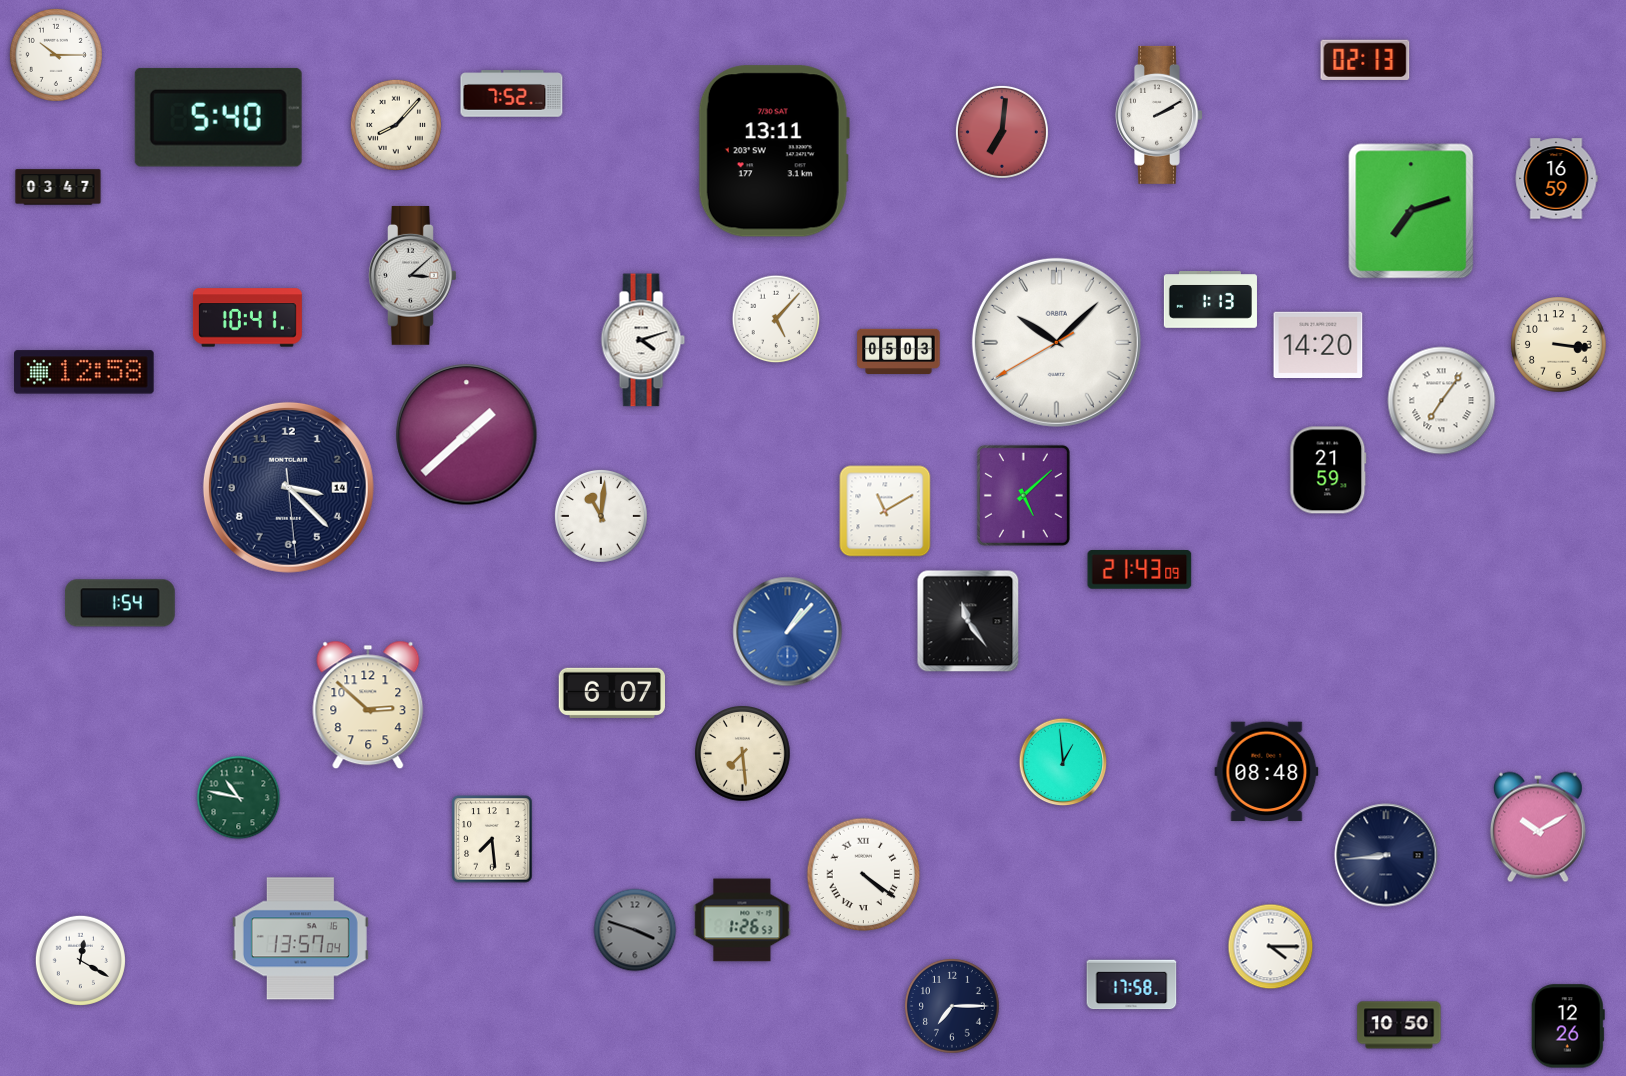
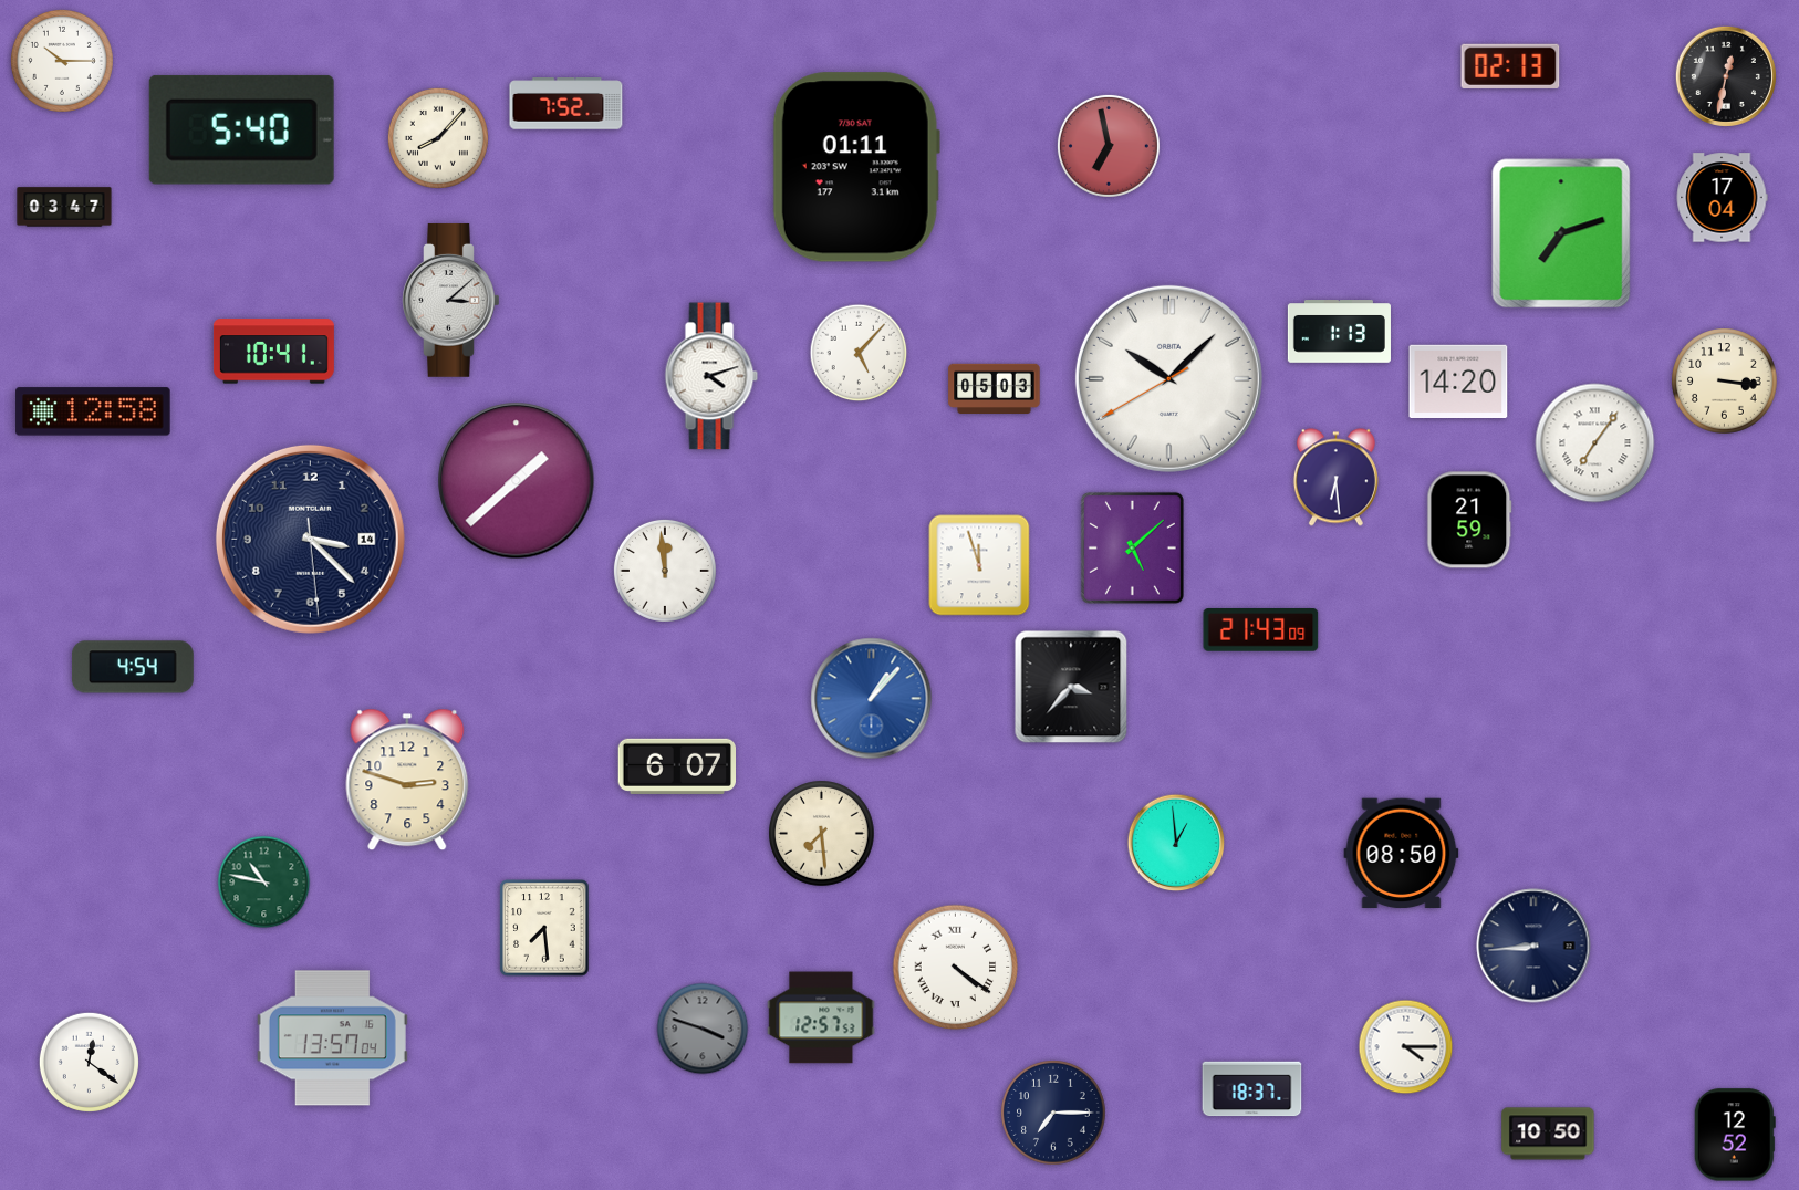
clock at (1726, 76): none -> 12:32
clock at (1160, 115): 2:10 -> none
clock at (1002, 132): 7:01 -> 6:58
clock at (774, 151): 13:11 -> 01:11
clock at (1556, 179): 16:59 -> 17:04
clock at (413, 275) position: (413, 275) -> (451, 300)
clock at (1335, 478): none -> 6:29
clock at (288, 487) position: (288, 487) -> (310, 539)
clock at (885, 511): 11:10 -> 11:57
clock at (601, 516): 11:01 -> 11:59
clock at (120, 603): 1:54 -> 4:54
clock at (968, 621): 11:24 -> 3:37
clock at (368, 705): 2:52 -> 2:48
clock at (1267, 772): 08:48 -> 08:50
clock at (1538, 827): 10:10 -> none
clock at (742, 920): 1:26 -> 12:57
clock at (80, 960): 12:20 -> 12:21
clock at (1132, 985): 17:58 -> 18:37
clock at (1568, 1026): 12:26 -> 12:52
